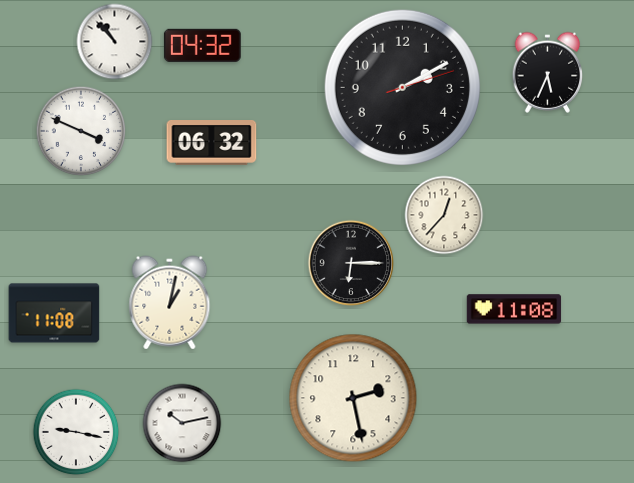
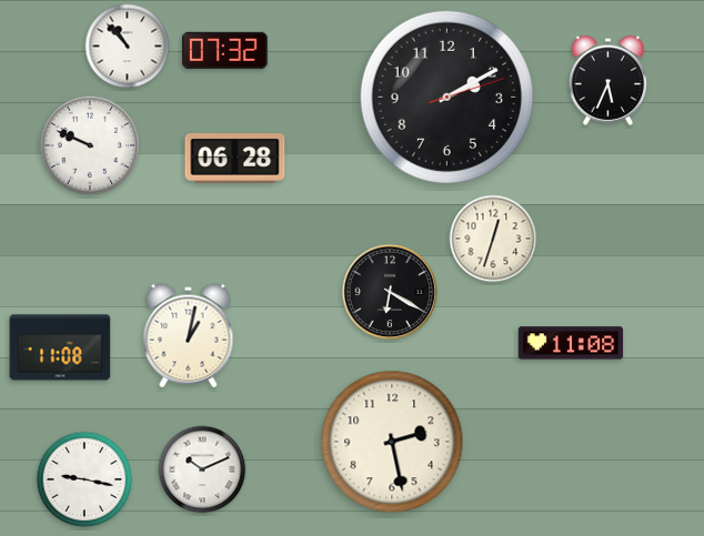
clock at (202, 45): 04:32 -> 07:32
clock at (81, 131): 3:49 -> 9:49
clock at (212, 143): 06:32 -> 06:28
clock at (444, 215): 12:37 -> 12:33
clock at (351, 263): 6:15 -> 6:20
clock at (182, 423): 10:13 -> 10:11
